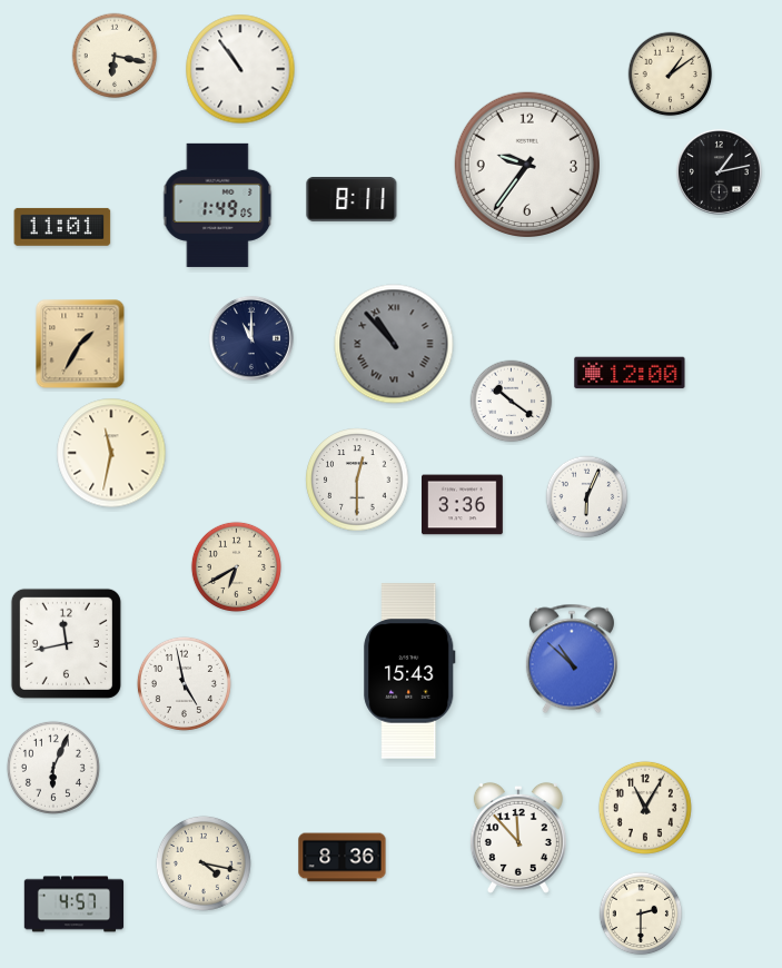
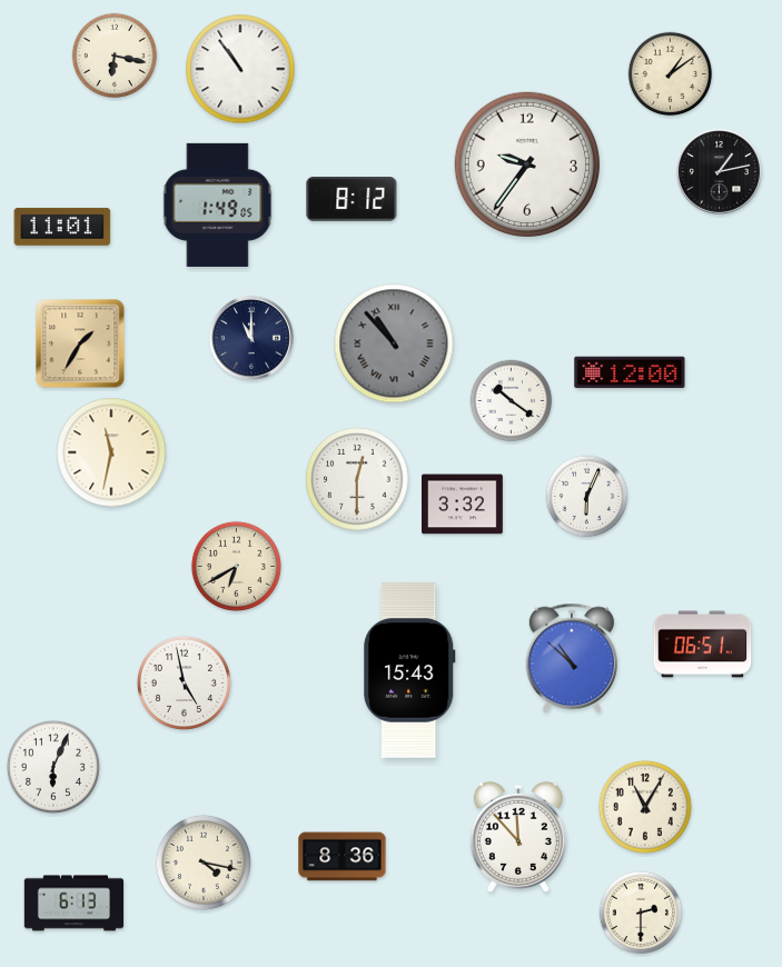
clock at (352, 200): 8:11 -> 8:12
clock at (463, 505): 3:36 -> 3:32
clock at (66, 643): 11:43 -> none
clock at (703, 645): none -> 06:51
clock at (75, 905): 4:57 -> 6:13
